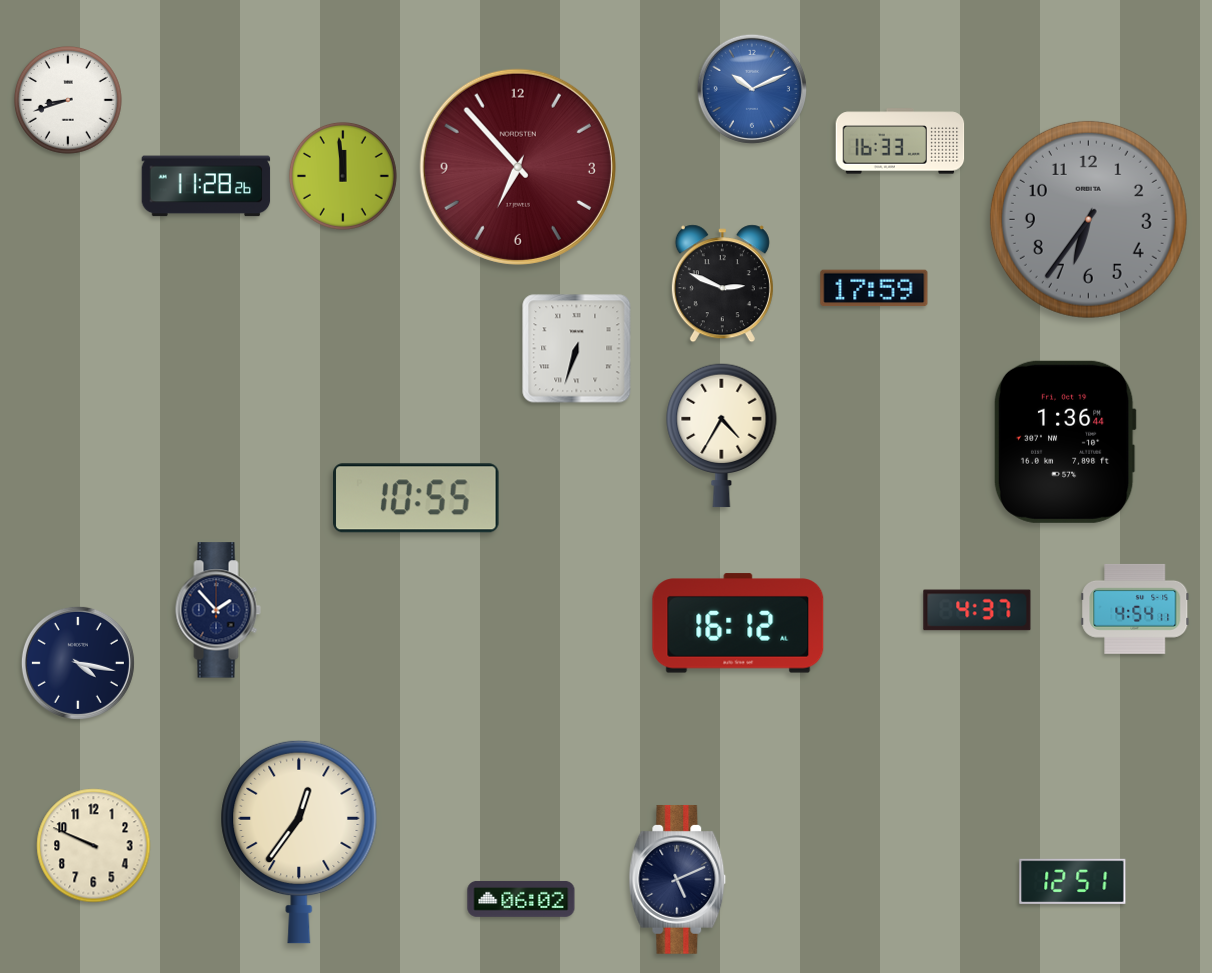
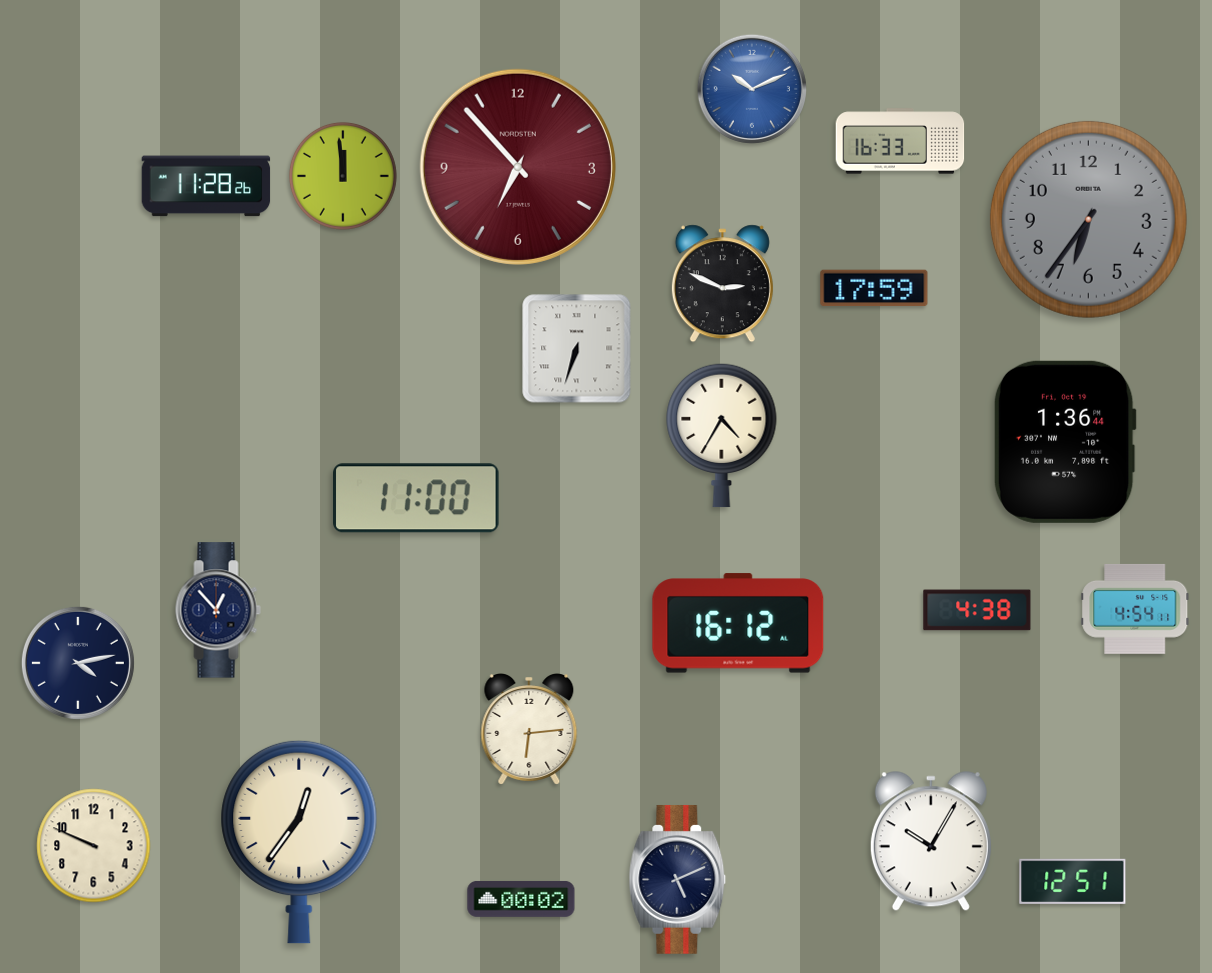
clock at (68, 100): 8:42 -> none
clock at (417, 498): 10:55 -> 11:00
clock at (218, 610): 1:53 -> 12:53
clock at (977, 610): 4:37 -> 4:38
clock at (78, 663): 4:17 -> 4:13
clock at (529, 730): none -> 6:14
clock at (931, 842): none -> 10:05
clock at (521, 899): 06:02 -> 00:02
